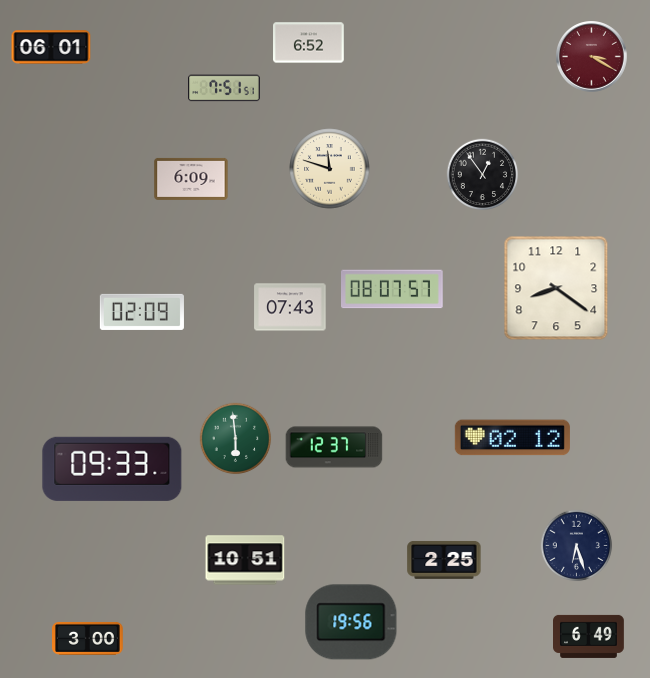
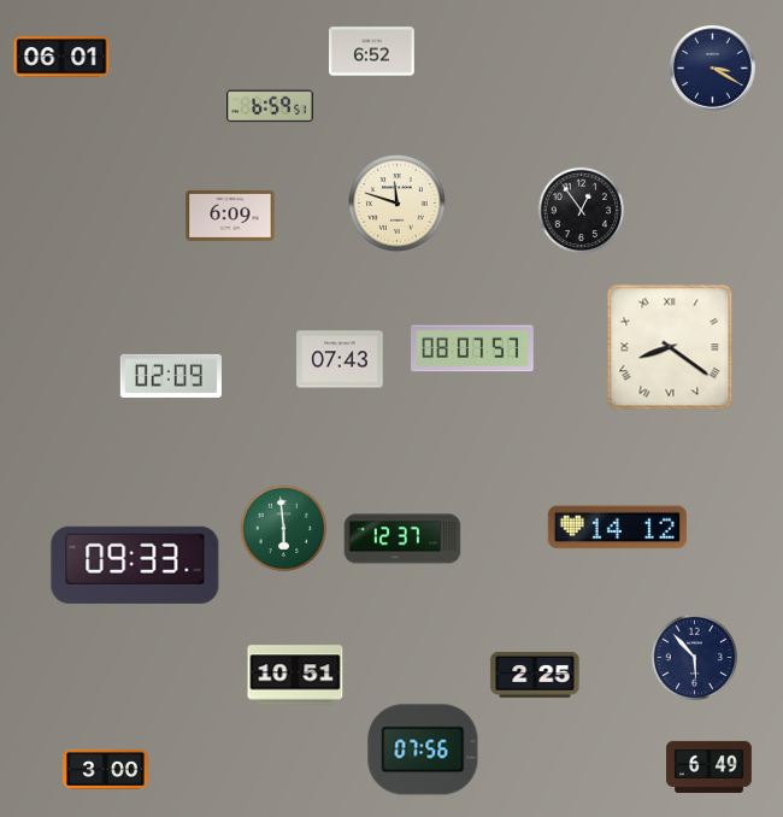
clock at (592, 57) dial: burgundy -> navy
clock at (224, 88): 7:51 -> 6:59
clock at (556, 288) numerals: Arabic -> Roman
clock at (290, 307) position: (290, 307) -> (340, 359)
clock at (512, 438): 02:12 -> 14:12
clock at (577, 546): 6:27 -> 5:53
clock at (351, 622): 19:56 -> 07:56
